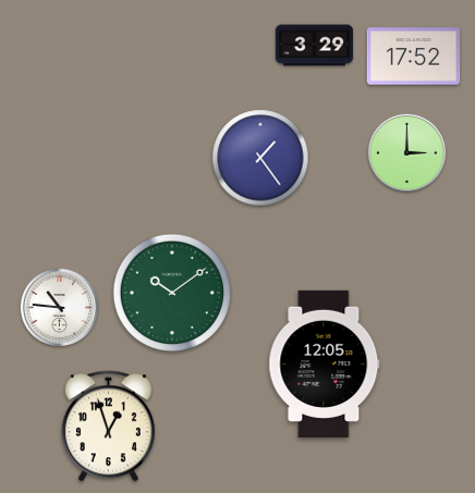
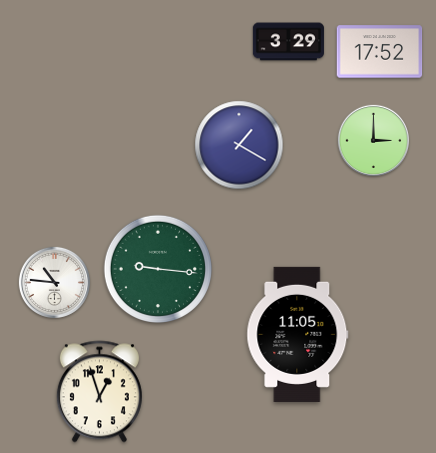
clock at (260, 158): 1:24 -> 1:20
clock at (171, 292): 10:09 -> 9:16
clock at (325, 363): 12:05 -> 11:05
